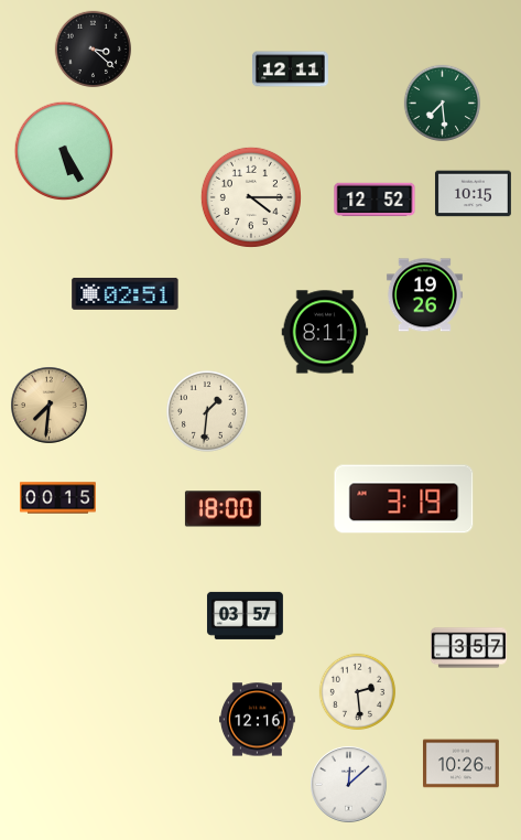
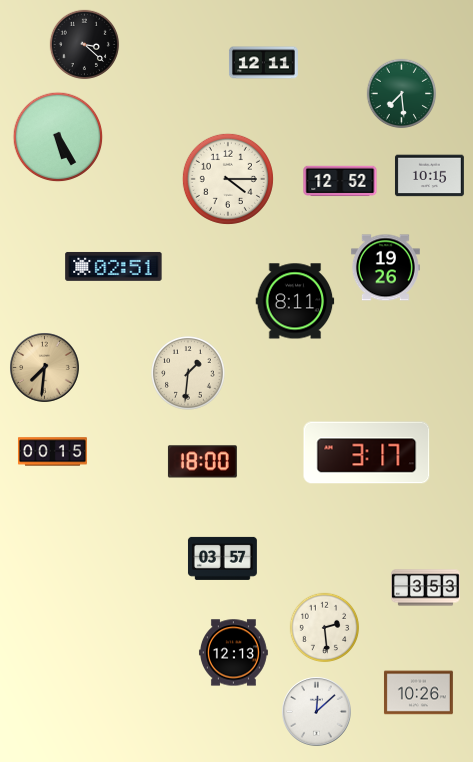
clock at (404, 499): 3:19 -> 3:17
clock at (468, 648): 3:57 -> 3:53
clock at (257, 720): 12:16 -> 12:13
